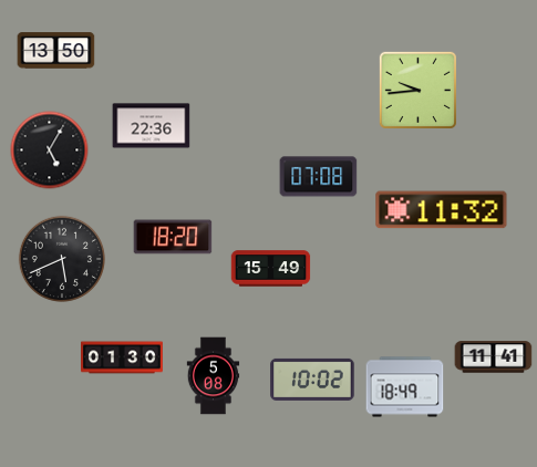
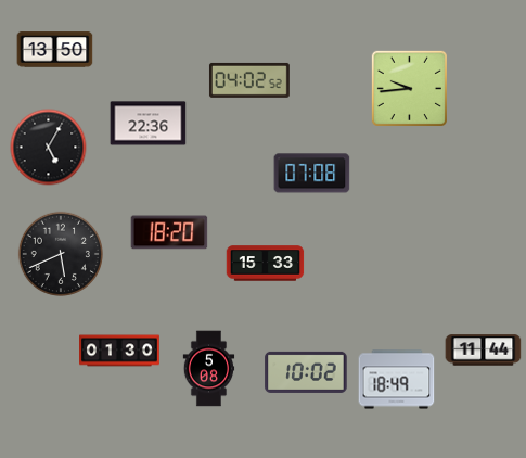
clock at (249, 80): none -> 04:02
clock at (442, 210): 11:32 -> none
clock at (271, 269): 15:49 -> 15:33
clock at (494, 357): 11:41 -> 11:44
